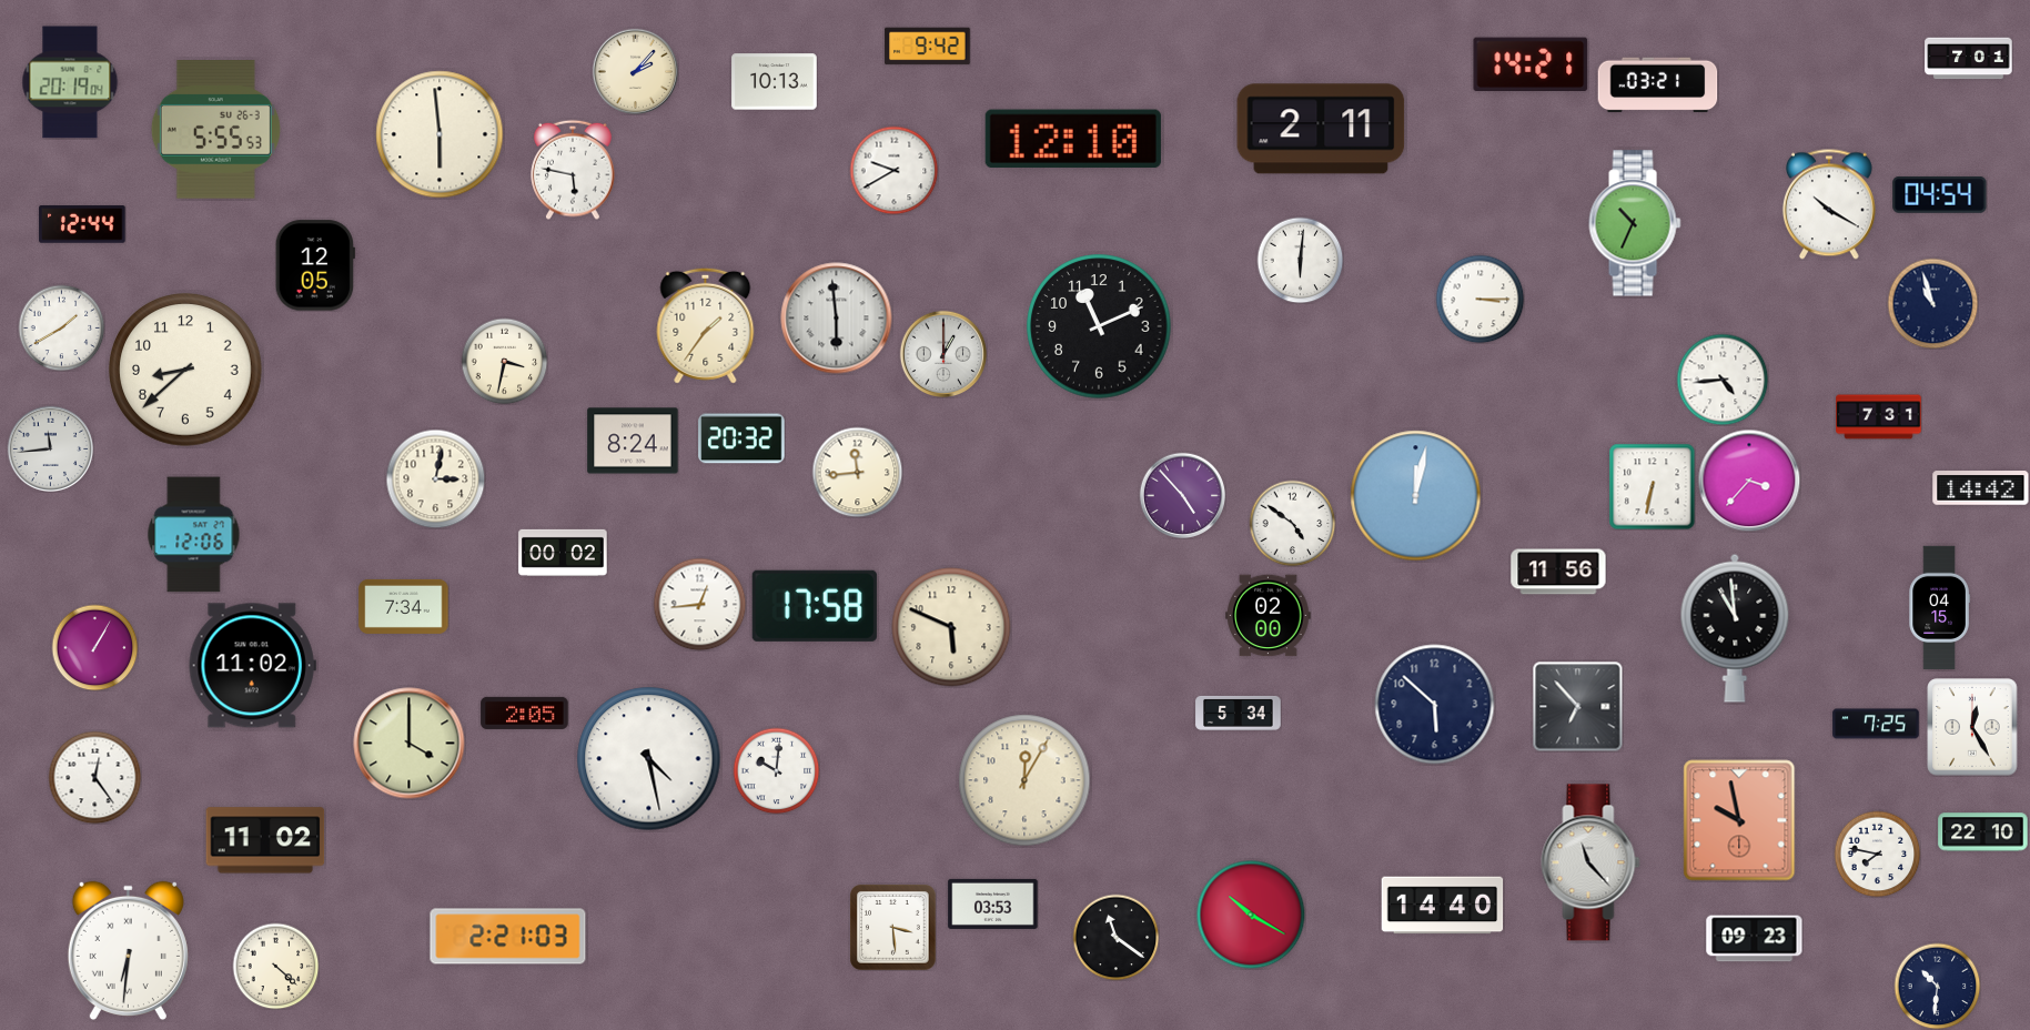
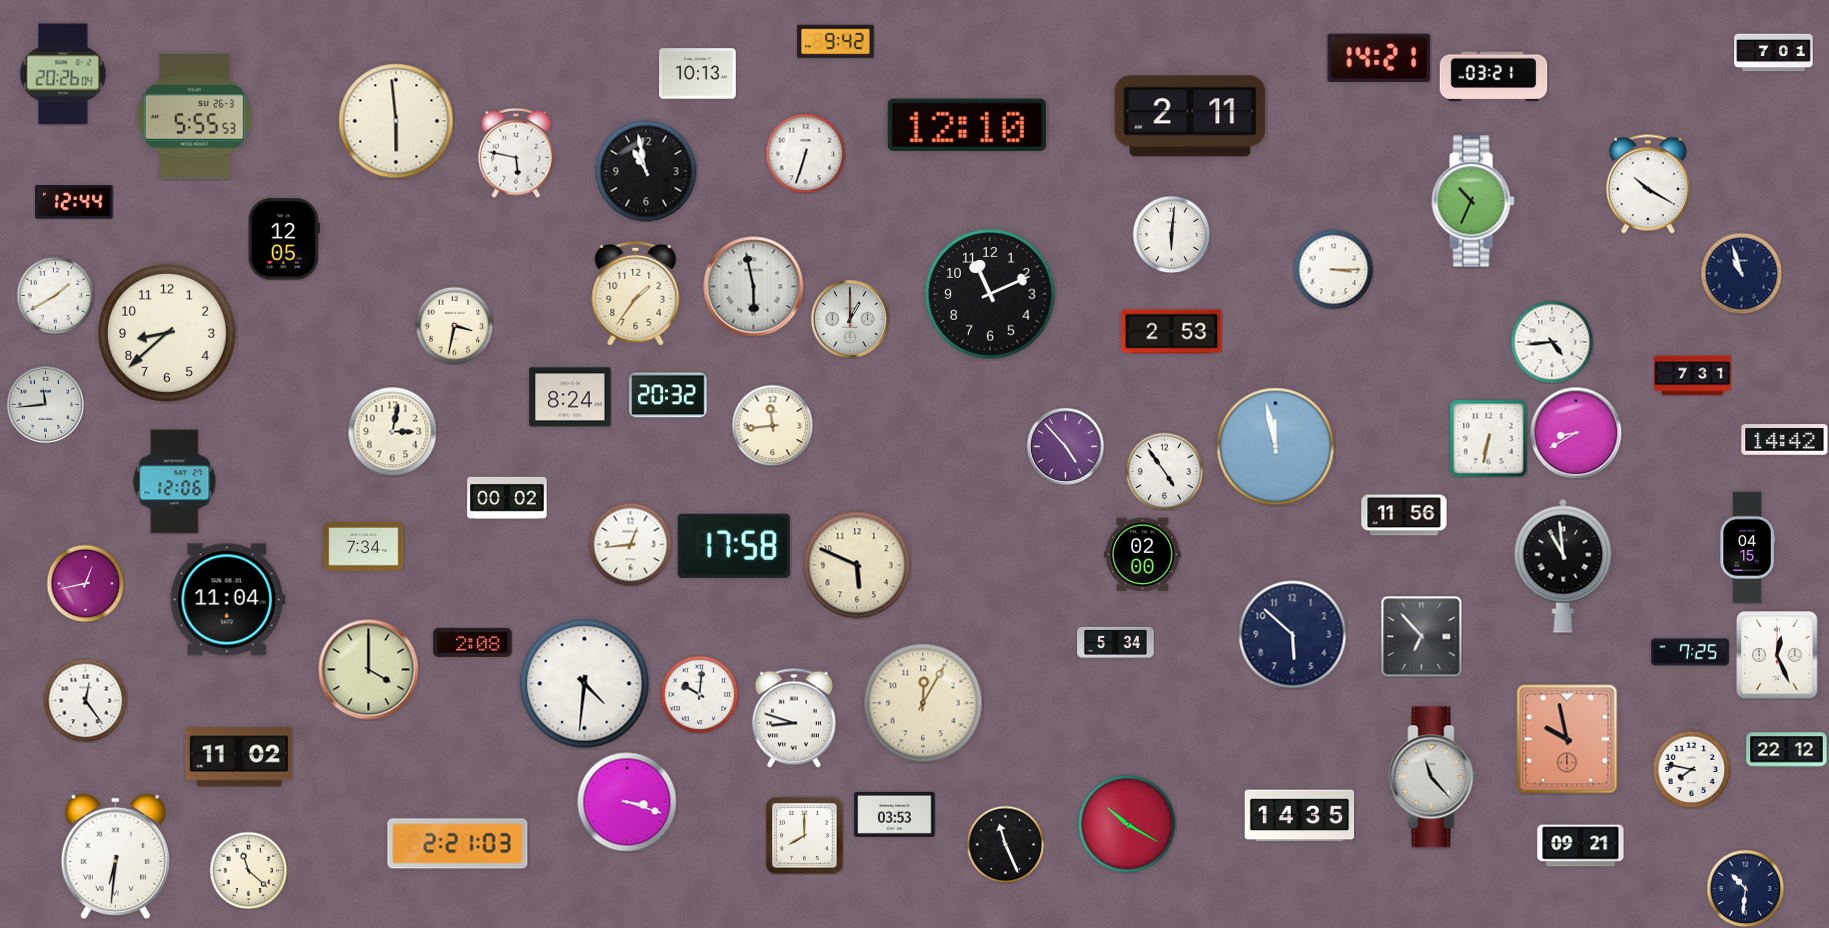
clock at (635, 71): 2:07 -> none
clock at (70, 82): 20:19 -> 20:26
clock at (893, 170): 9:40 -> 6:33
clock at (646, 171): none -> 10:58
clock at (1940, 194): 04:54 -> none
clock at (837, 319): 5:59 -> 5:58
clock at (1172, 332): none -> 2:53
clock at (1749, 481): 3:37 -> 8:40
clock at (1416, 496): 12:02 -> 11:58
clock at (1292, 523): 4:51 -> 4:54
clock at (94, 647): 1:05 -> 12:43
clock at (252, 666): 11:02 -> 11:04
clock at (525, 713): 2:05 -> 2:08
clock at (1972, 727): 12:25 -> 12:26
clock at (649, 759): 4:28 -> 4:31
clock at (794, 718): none -> 8:48
clock at (1983, 832): 22:10 -> 22:12
clock at (627, 802): none -> 3:18
clock at (1443, 906): 14:40 -> 14:35
clock at (893, 928): 3:29 -> 8:00
clock at (1115, 937): 11:21 -> 11:26
clock at (1755, 939): 09:23 -> 09:21
clock at (275, 966): 4:22 -> 11:22
